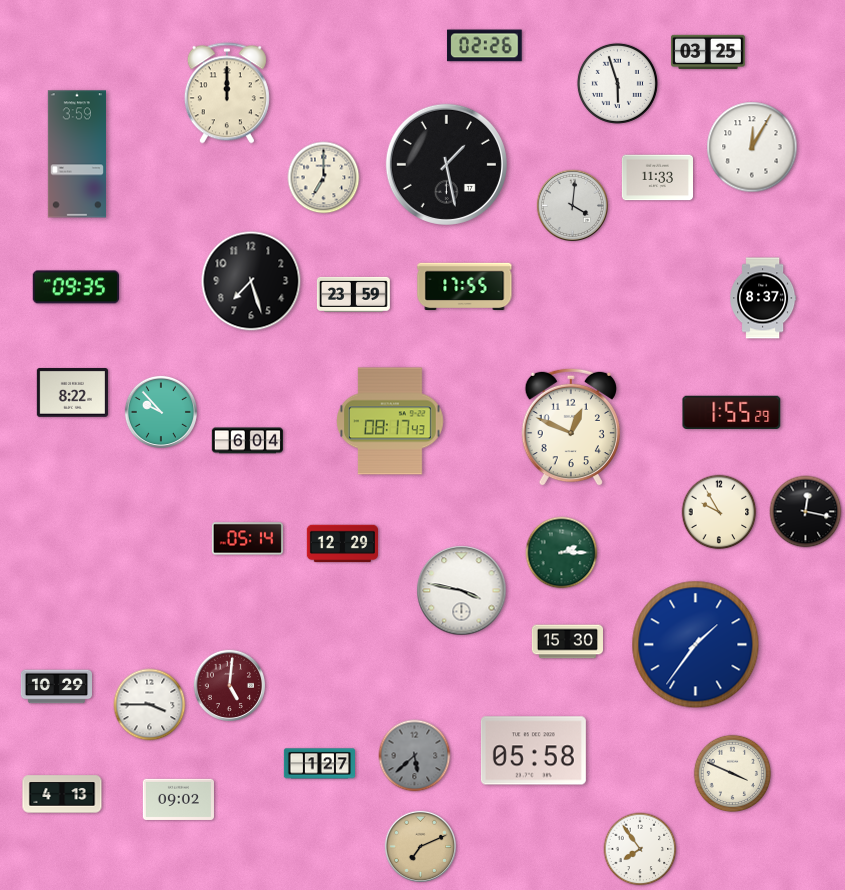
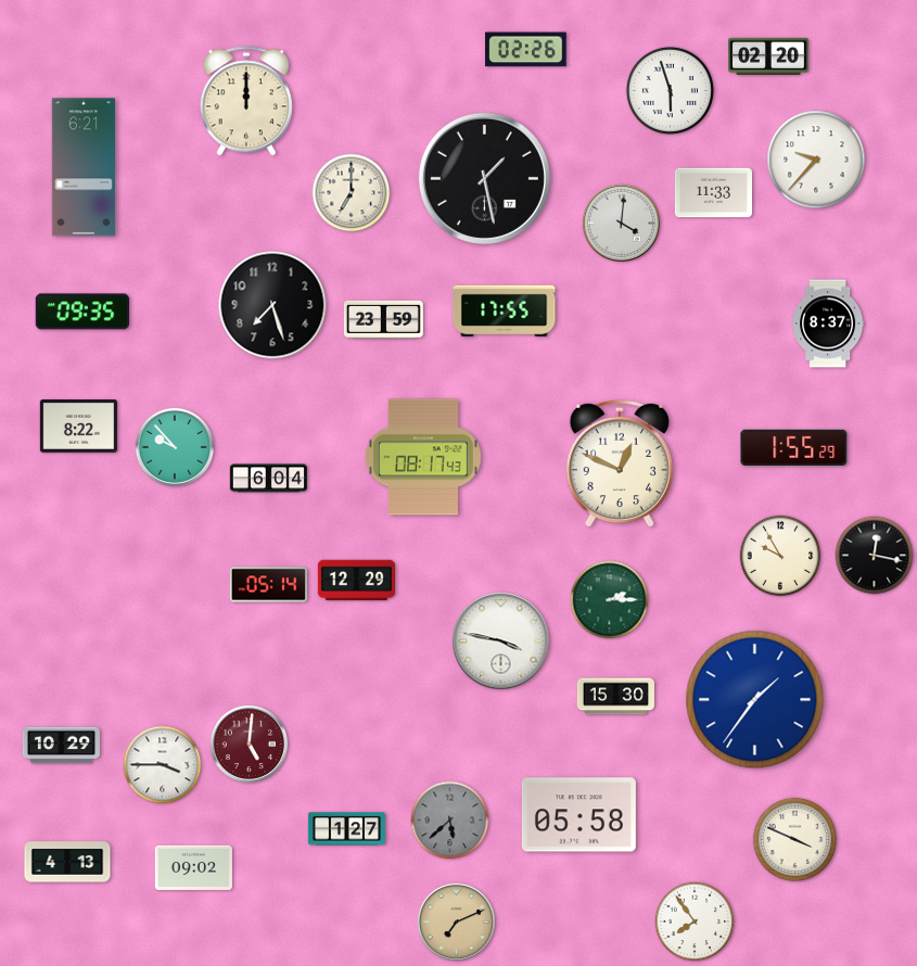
clock at (708, 51): 03:25 -> 02:20
clock at (752, 147): 12:05 -> 9:37
clock at (77, 154): 3:59 -> 6:21
clock at (342, 544) position: (342, 544) -> (356, 581)
clock at (420, 846) position: (420, 846) -> (456, 921)
